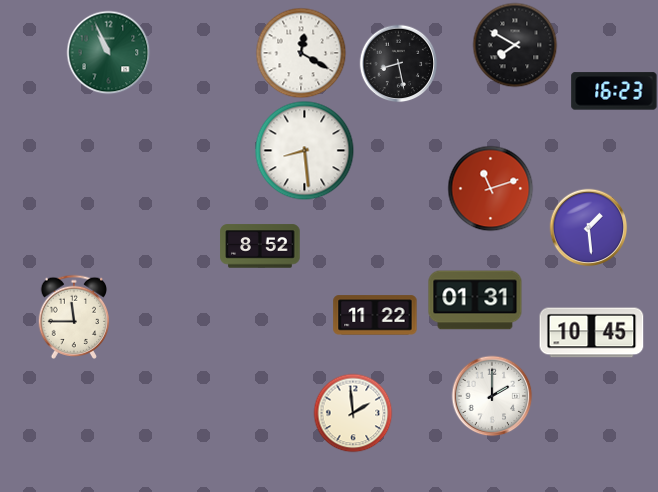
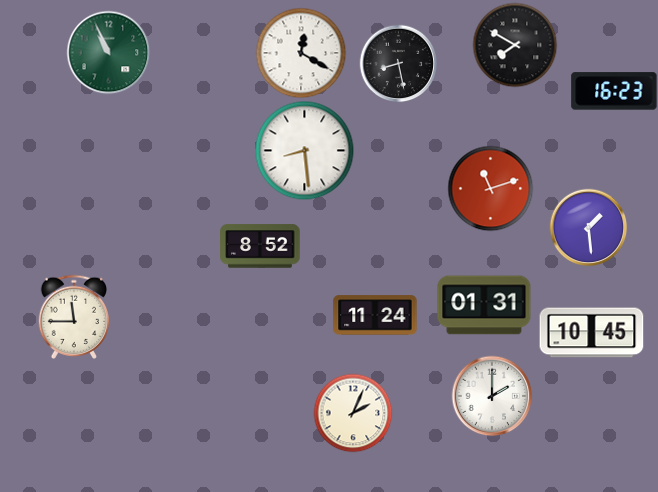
clock at (475, 300) position: (475, 300) -> (484, 305)
clock at (375, 315): 11:22 -> 11:24
clock at (353, 413): 1:59 -> 2:04
